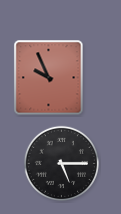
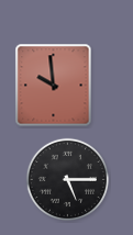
clock at (49, 78): 9:56 -> 9:59
